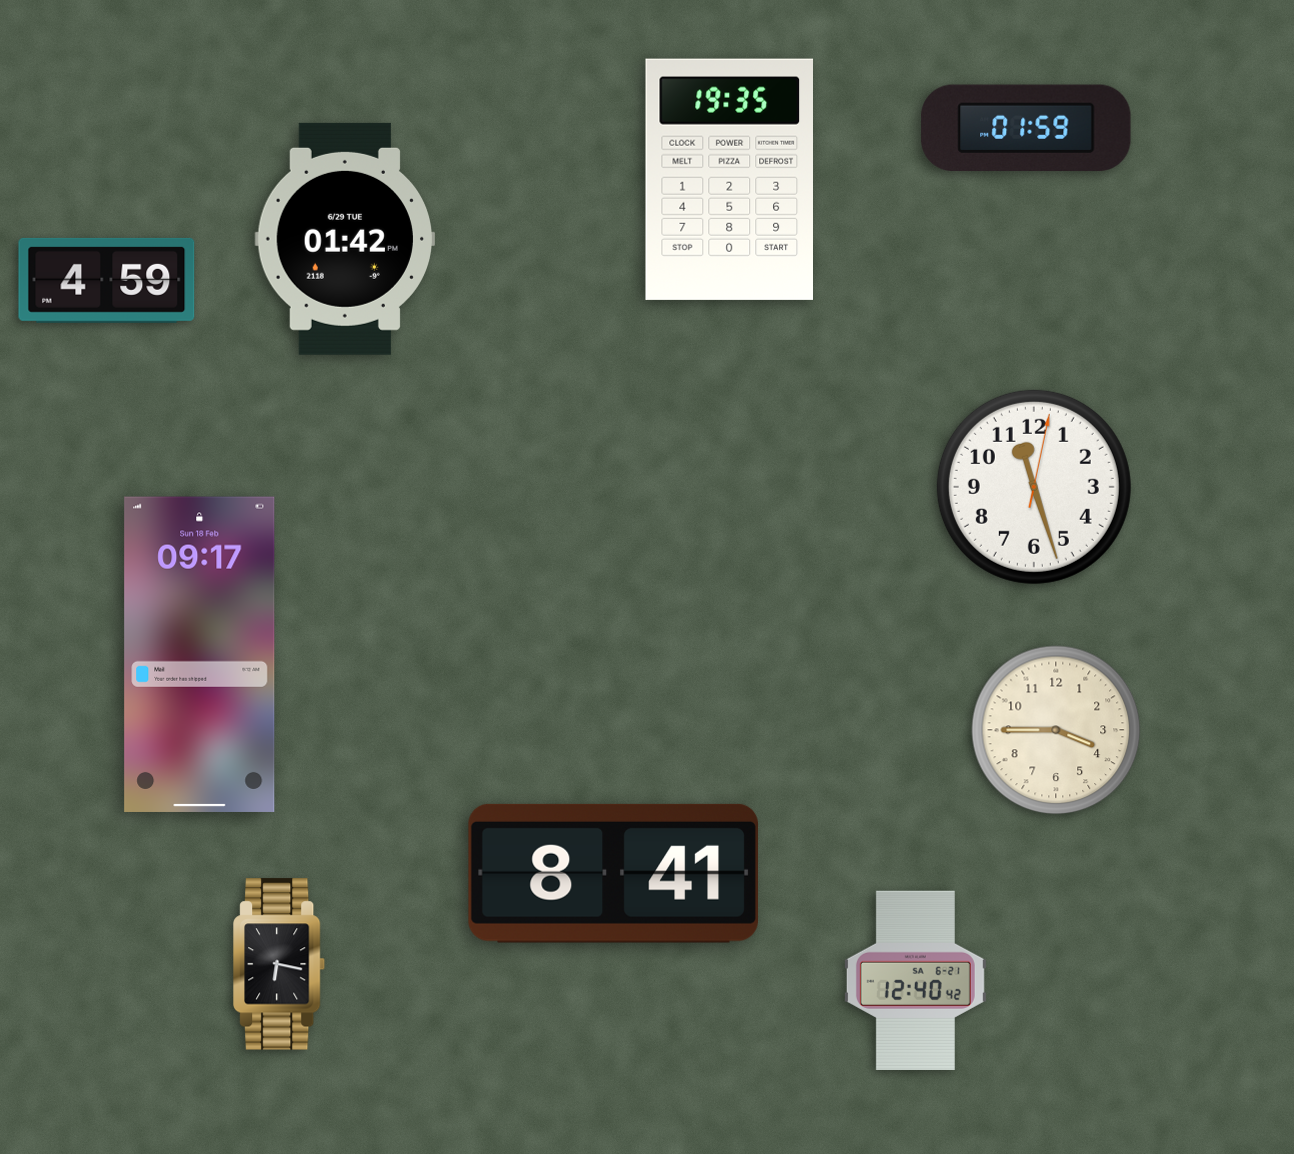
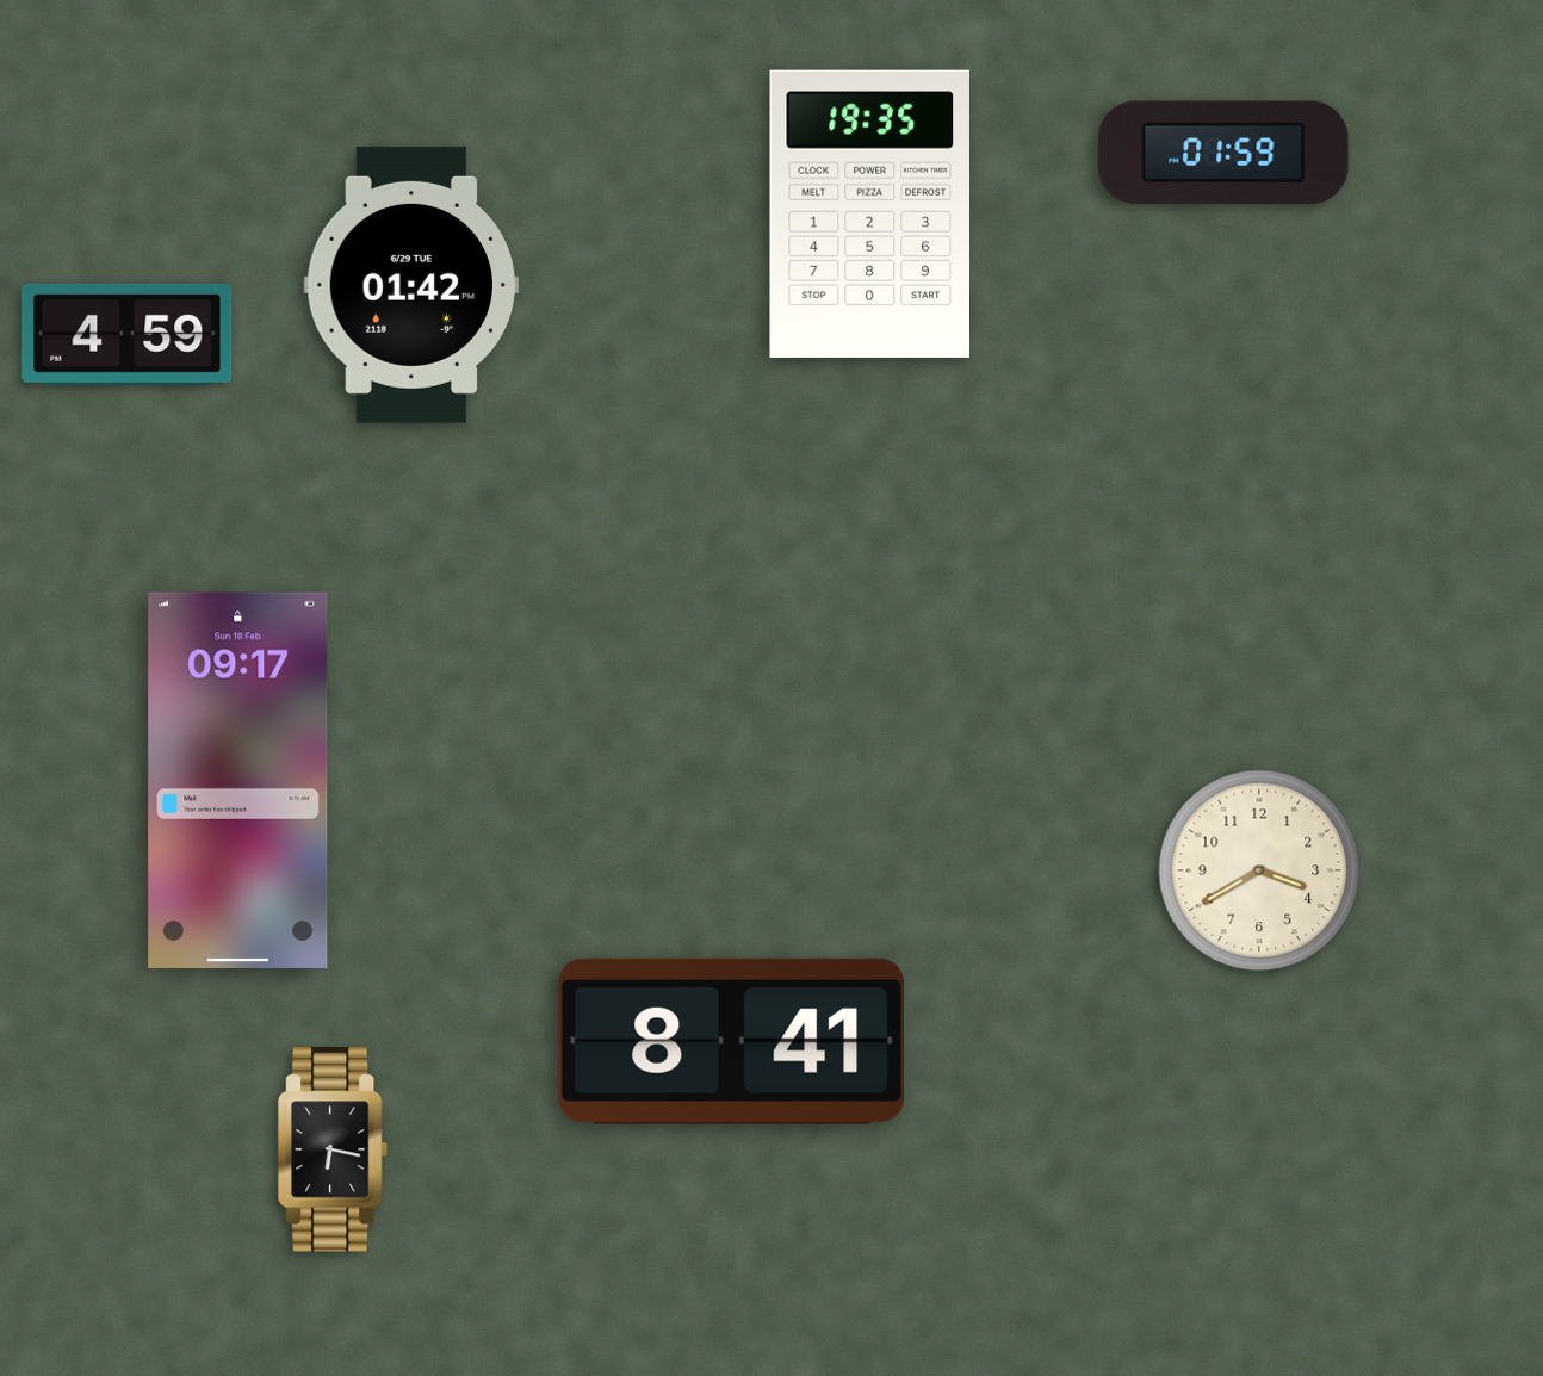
clock at (1034, 487): 11:27 -> none
clock at (1056, 730): 3:45 -> 3:40
clock at (915, 980): 12:40 -> none
